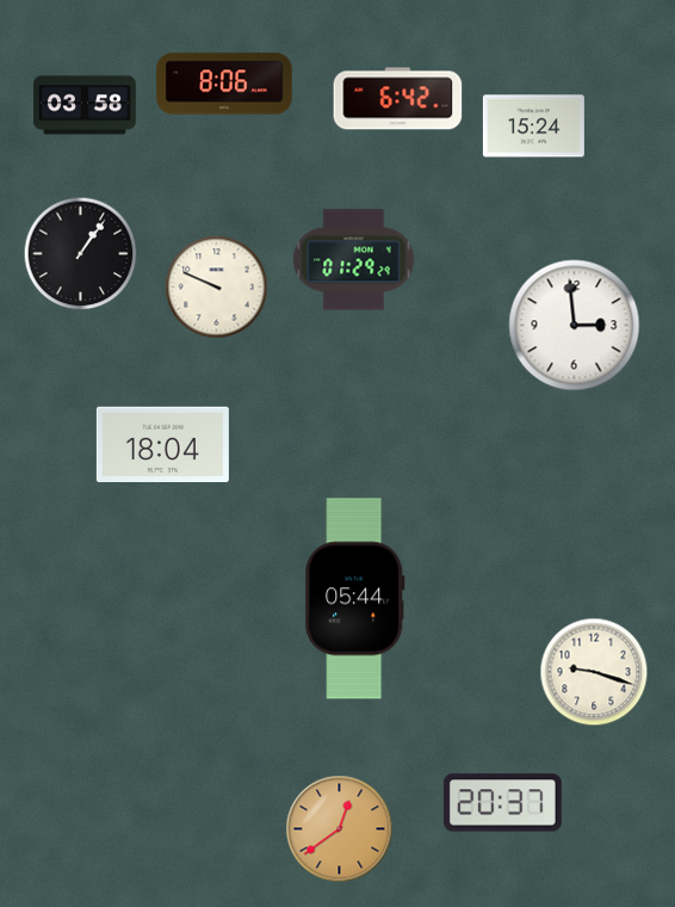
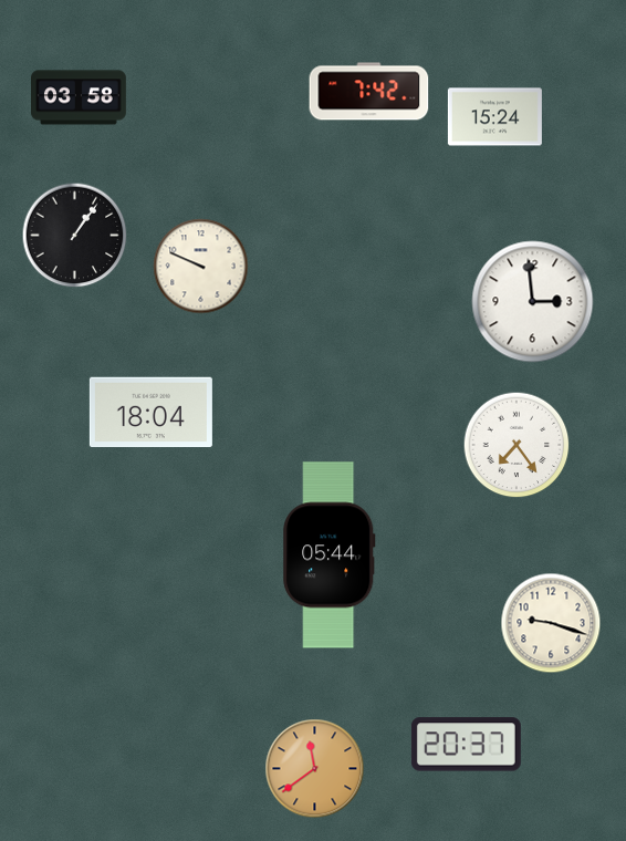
clock at (224, 84): 8:06 -> none
clock at (398, 99): 6:42 -> 7:42
clock at (354, 260): 01:29 -> none
clock at (517, 445): none -> 7:24
clock at (340, 829): 12:39 -> 11:39
